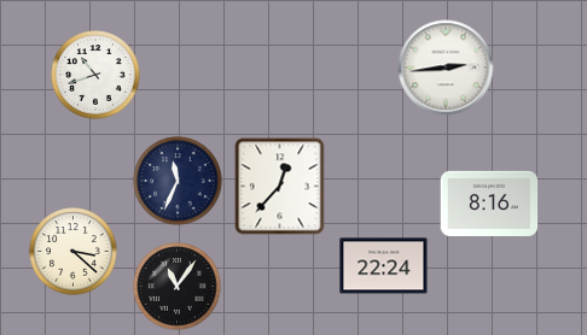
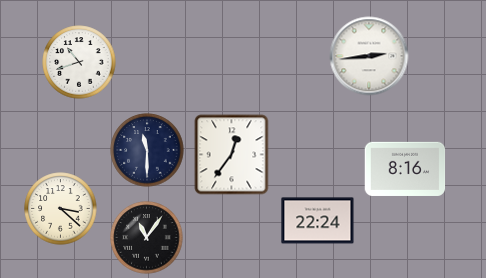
clock at (178, 181): 11:34 -> 11:30
clock at (280, 187): 12:37 -> 12:36
